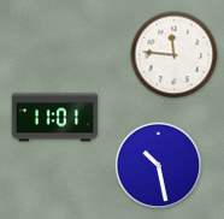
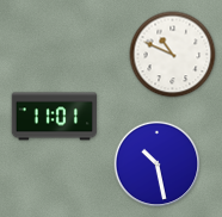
clock at (175, 55): 11:46 -> 10:49
